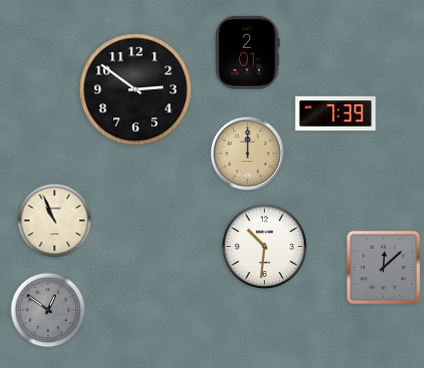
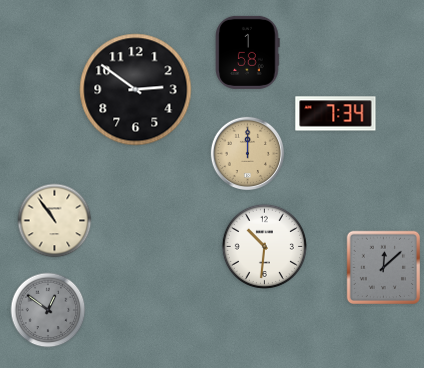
clock at (248, 52): 2:01 -> 1:58
clock at (336, 114): 7:39 -> 7:34
clock at (55, 221): 10:56 -> 10:54
